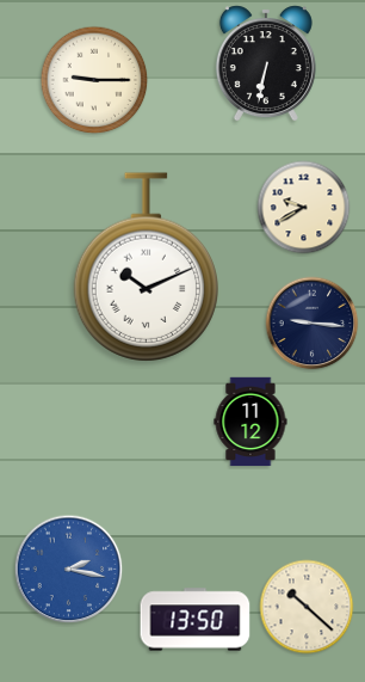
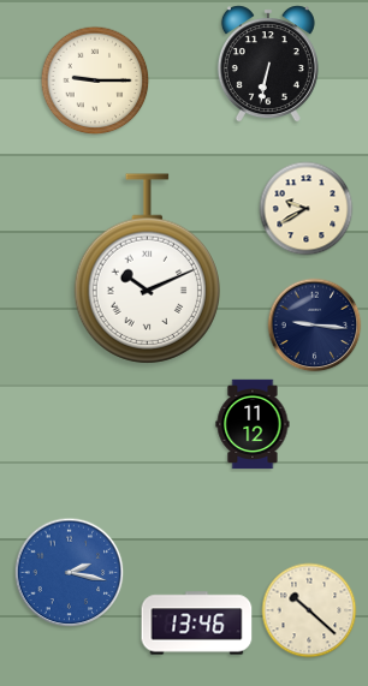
clock at (196, 620): 13:50 -> 13:46
